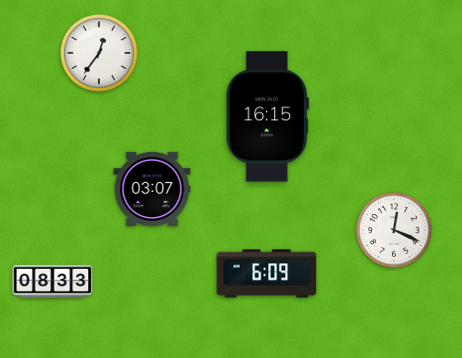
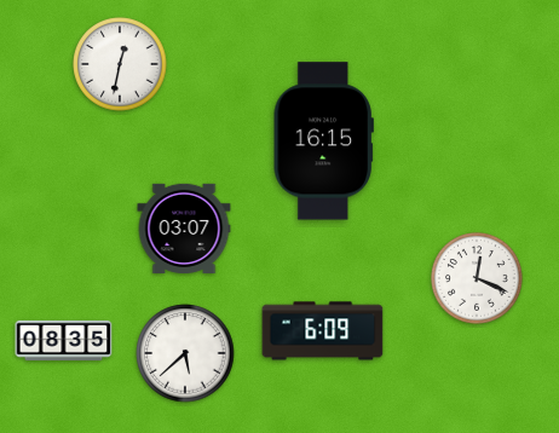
clock at (99, 53): 12:36 -> 12:32
clock at (53, 281): 08:33 -> 08:35
clock at (185, 353): none -> 5:38
